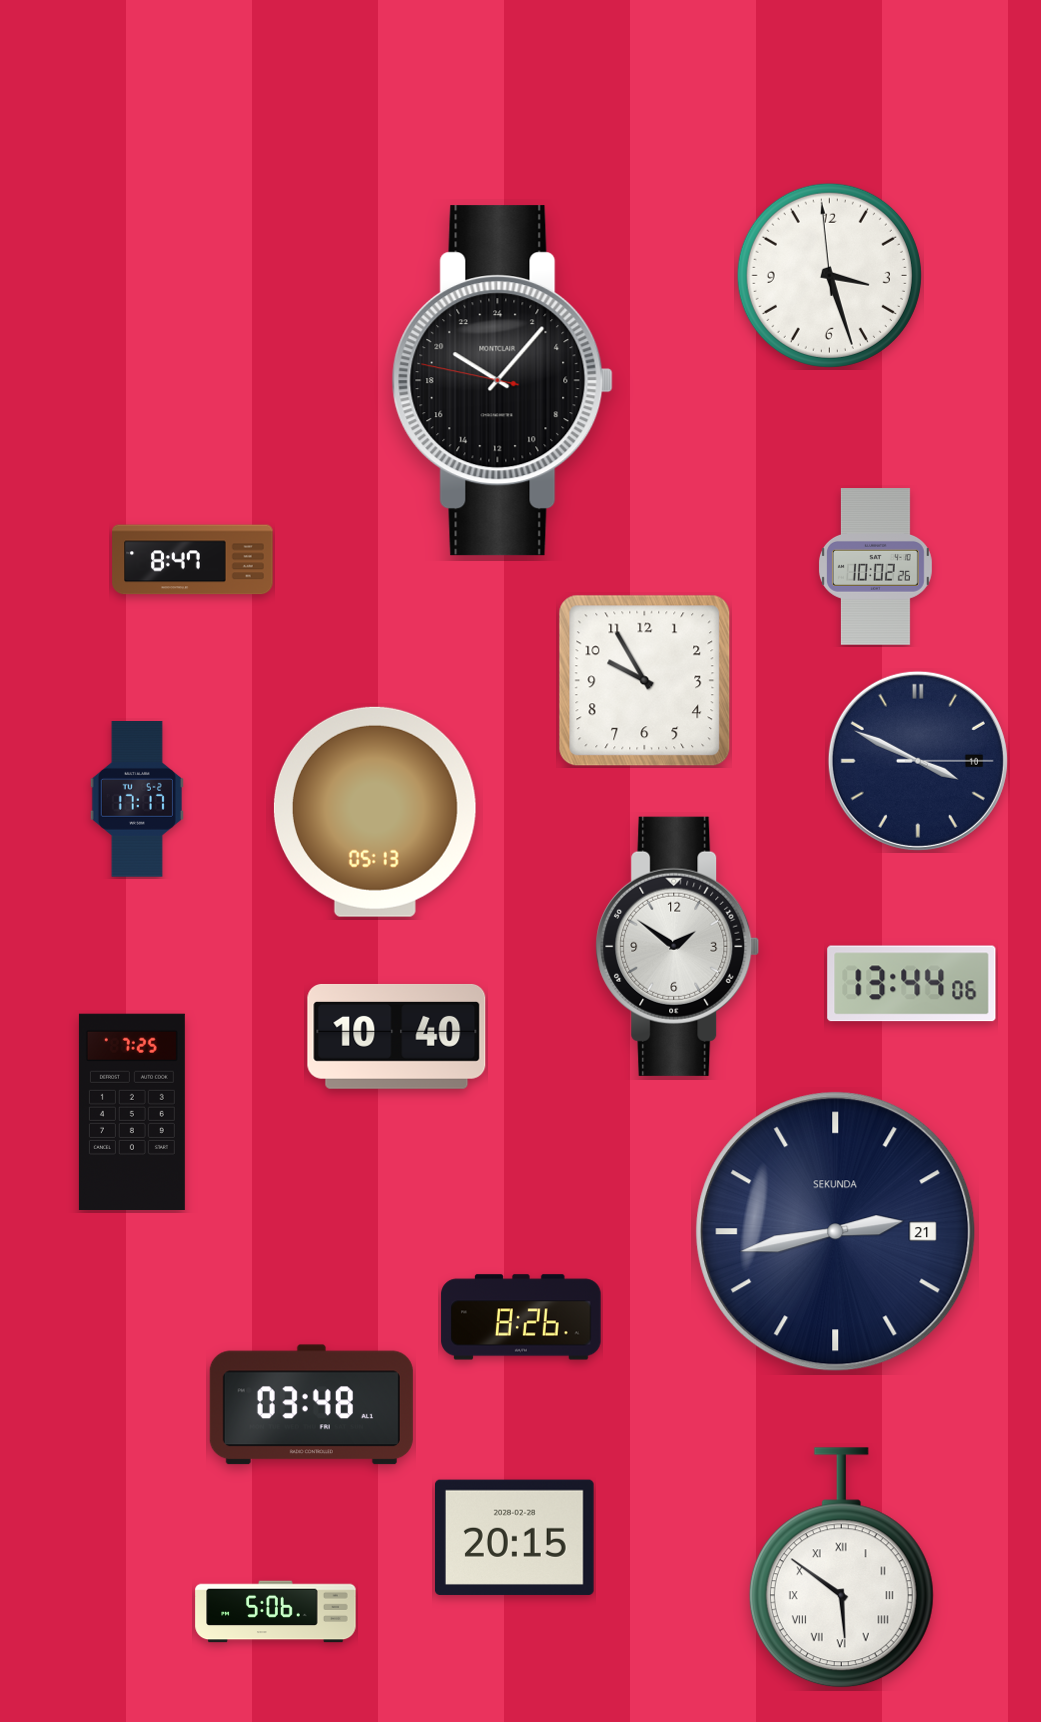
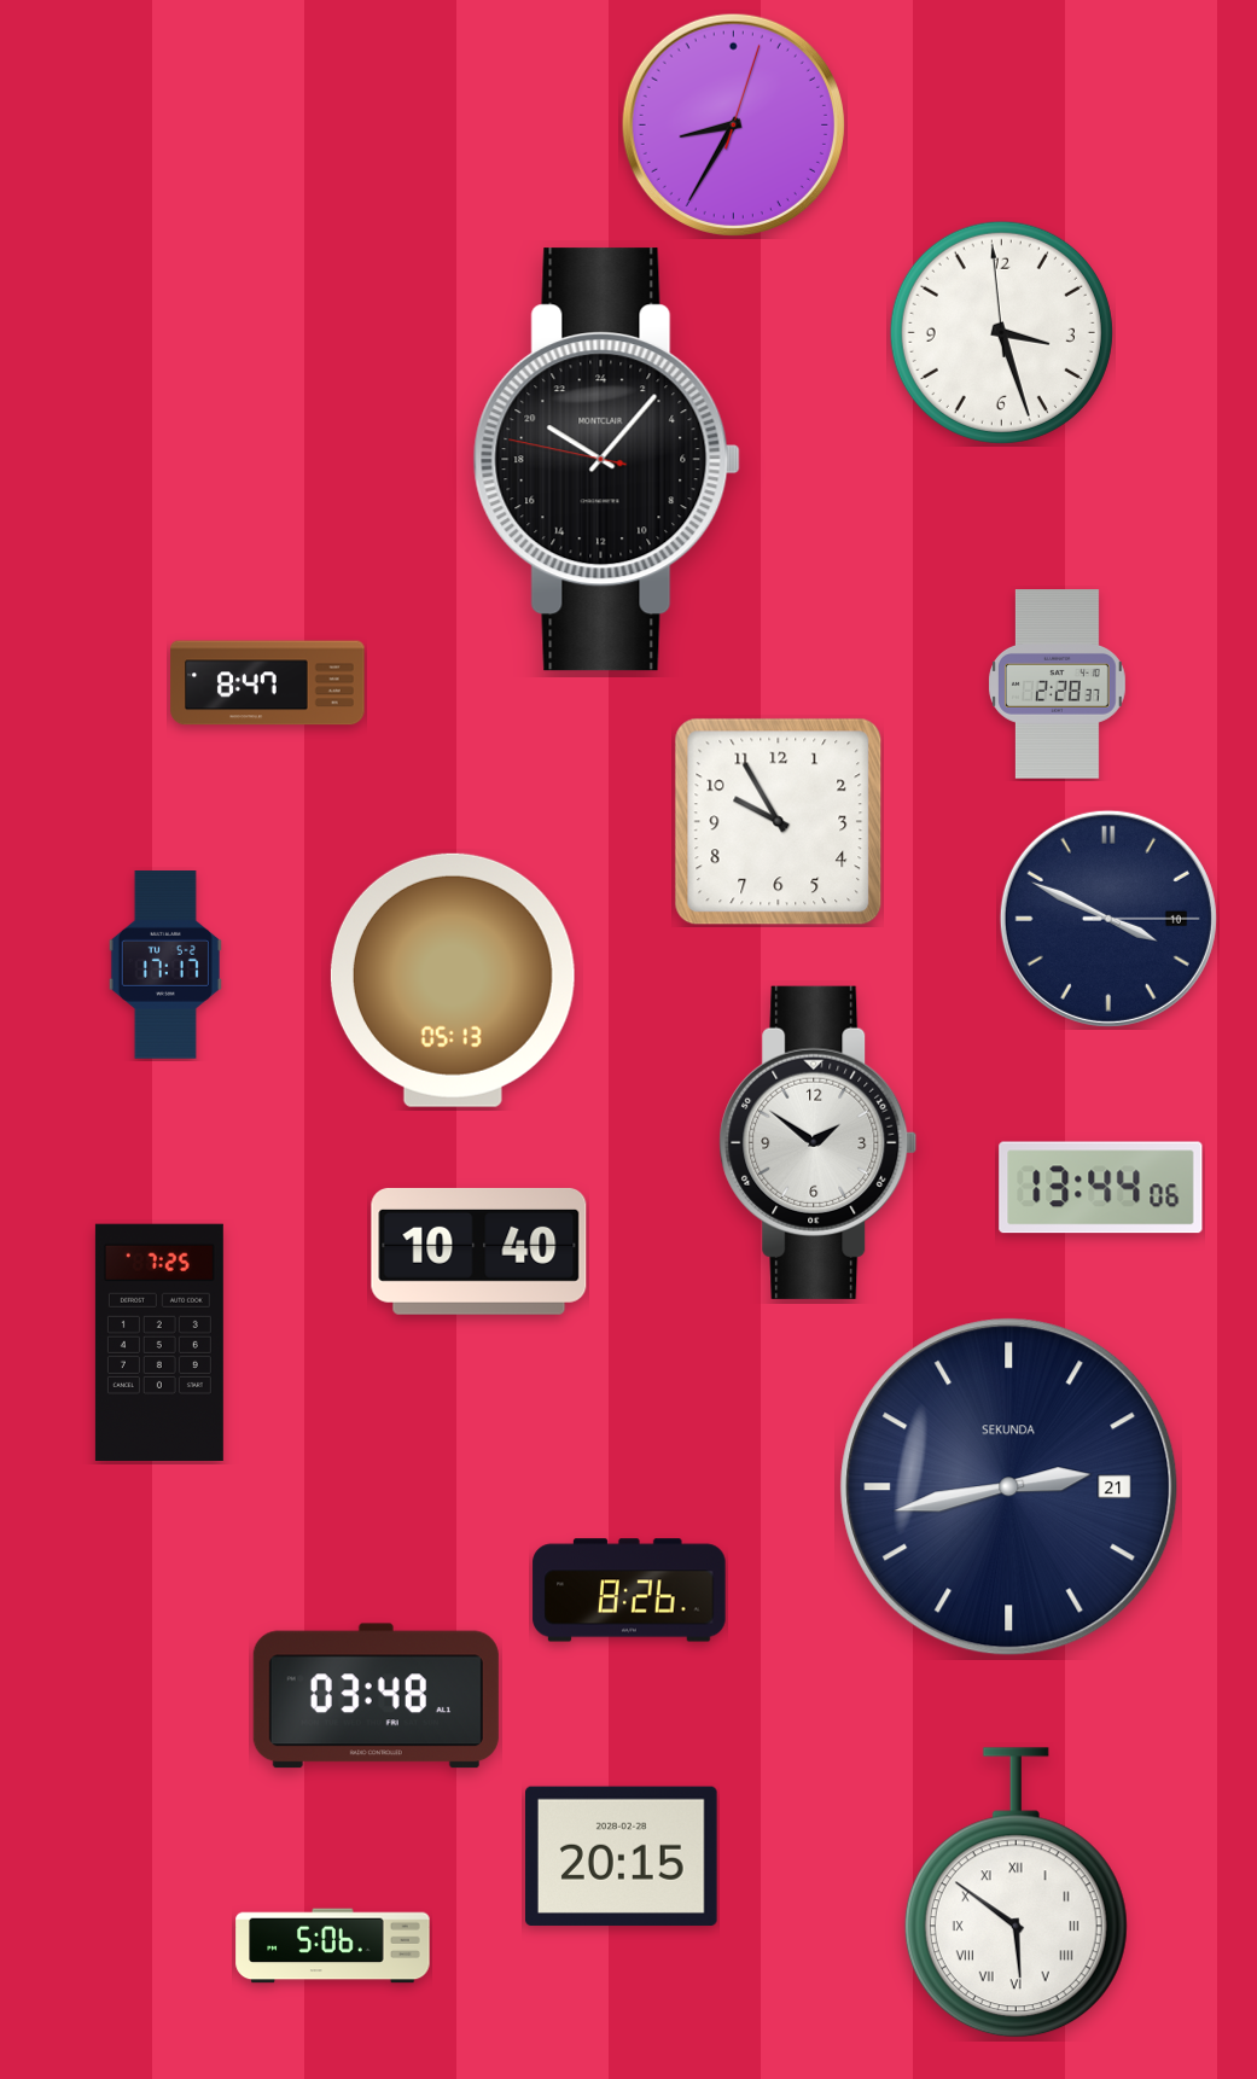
clock at (733, 124): none -> 8:35
clock at (193, 560) position: (193, 560) -> (268, 683)
clock at (875, 567): 10:02 -> 2:28
